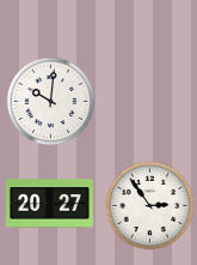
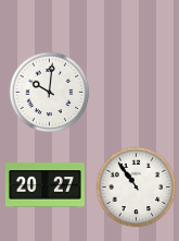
clock at (51, 102) position: (51, 102) -> (50, 93)
clock at (150, 206): 2:54 -> 10:54
